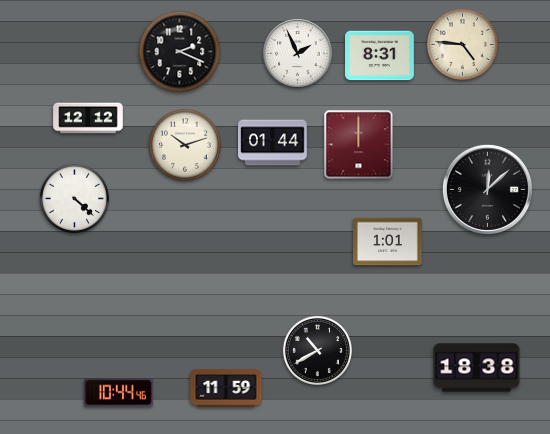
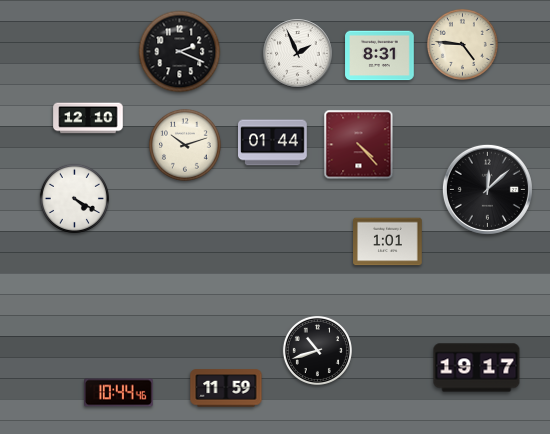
clock at (88, 118): 12:12 -> 12:10
clock at (359, 145): 12:00 -> 4:23
clock at (74, 198): 4:22 -> 4:20
clock at (317, 350): 10:40 -> 10:42
clock at (477, 368): 18:38 -> 19:17
